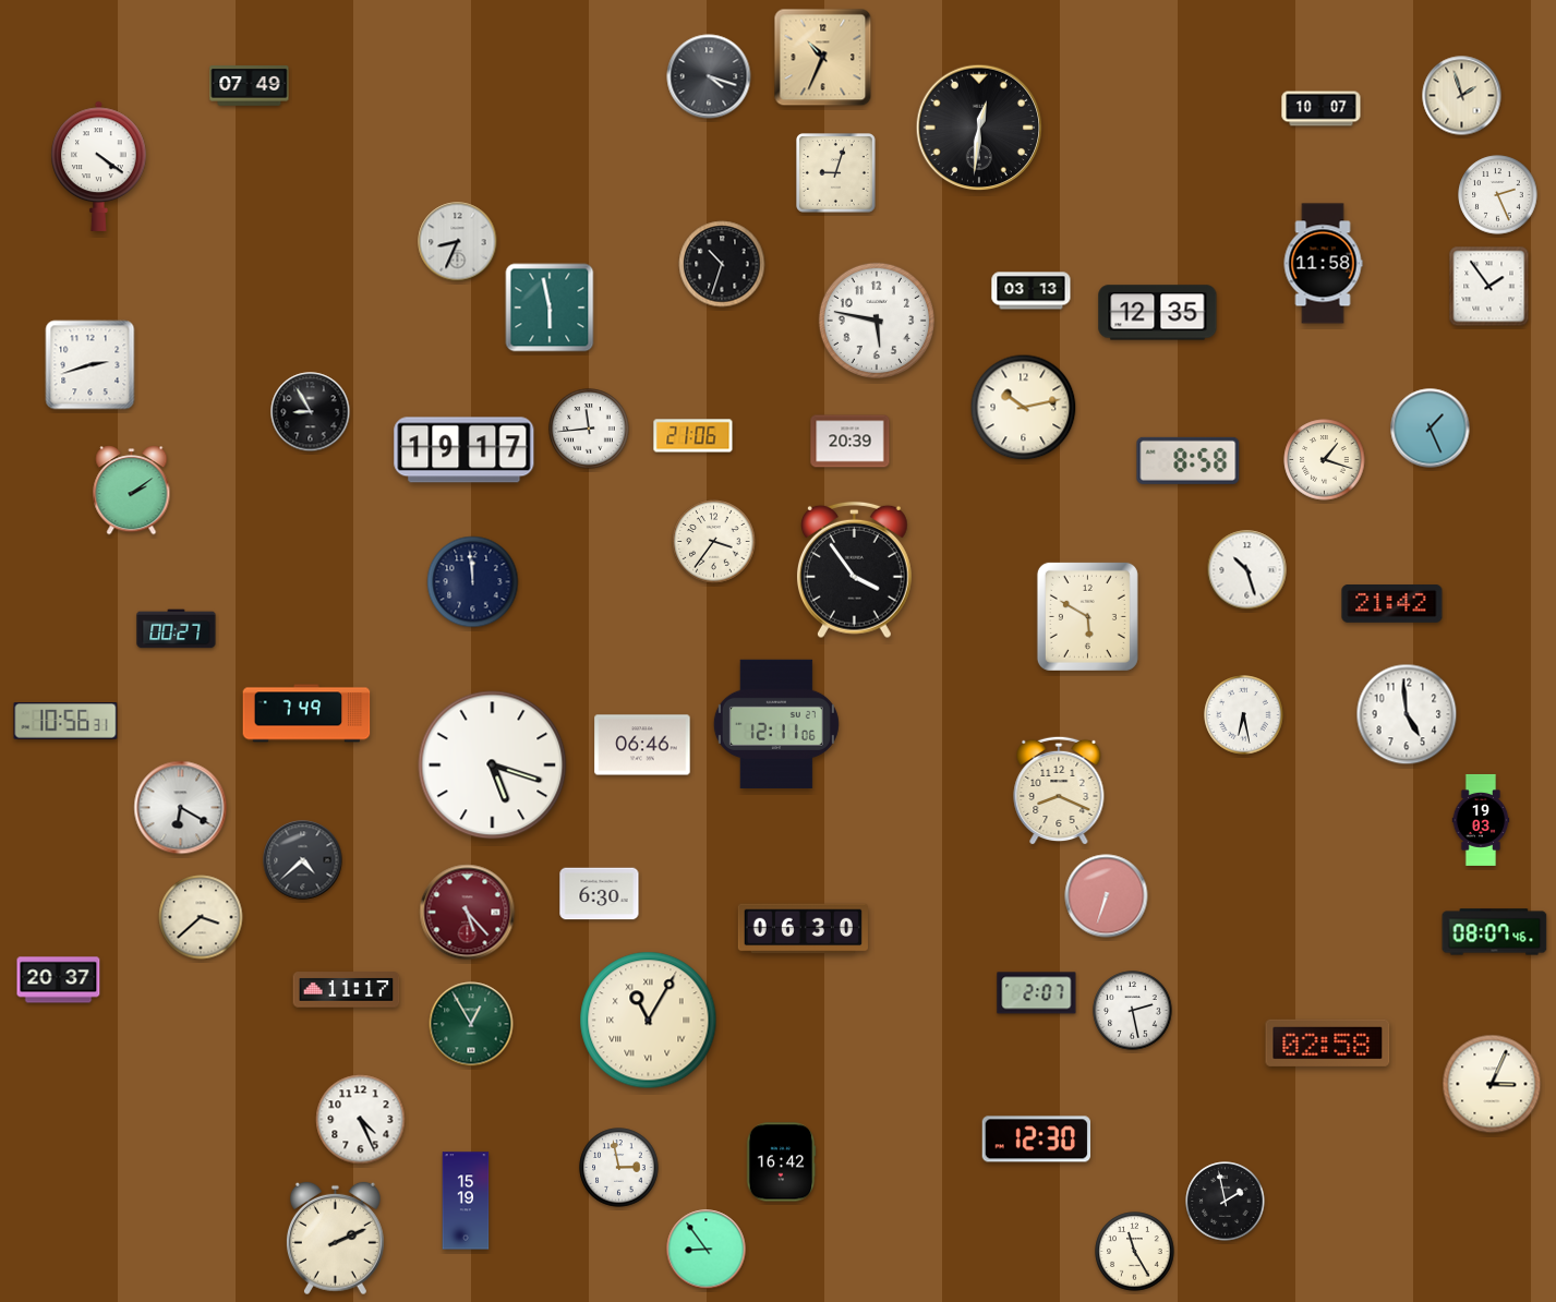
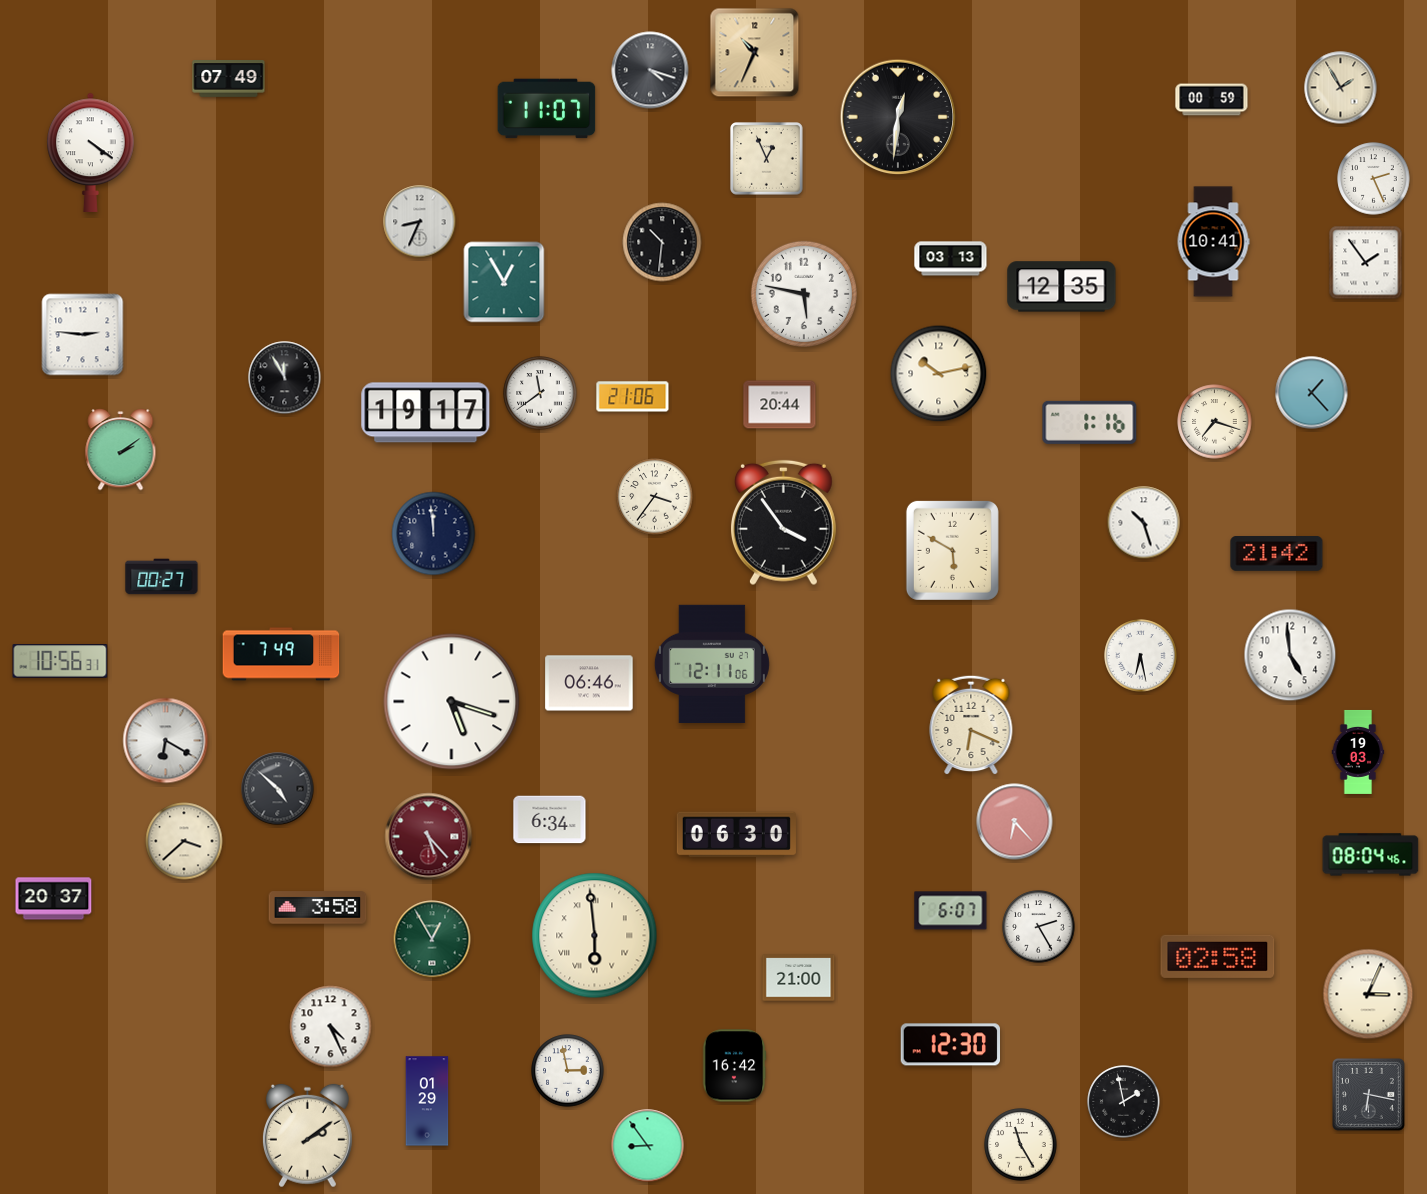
clock at (1462, 96): 1:57 -> 1:55
clock at (1322, 109): 10:07 -> 00:59
clock at (547, 109): none -> 11:07
clock at (836, 173): 9:03 -> 12:56
clock at (722, 264): 10:33 -> 10:31
clock at (1323, 264): 11:58 -> 10:41
clock at (1032, 291) position: (1032, 291) -> (951, 259)
clock at (550, 308): 5:58 -> 12:55
clock at (91, 365): 2:42 -> 2:46
clock at (311, 412): 8:55 -> 11:55
clock at (589, 429): 11:44 -> 11:39
clock at (1431, 429): 1:26 -> 1:23
clock at (693, 436) position: (693, 436) -> (633, 397)
clock at (851, 442): 20:39 -> 20:44
clock at (1189, 460): 8:58 -> 1:16
clock at (1325, 460): 1:18 -> 7:18
clock at (1087, 616) position: (1087, 616) -> (952, 550)
clock at (1059, 791): 8:19 -> 6:19
clock at (303, 860): 4:38 -> 4:52
clock at (600, 894): 6:30 -> 6:34
clock at (1107, 896): 6:33 -> 6:23
clock at (803, 929) position: (803, 929) -> (736, 835)
clock at (1495, 932): 08:07 -> 08:04
clock at (347, 990): 11:17 -> 3:58
clock at (1037, 993): 2:07 -> 6:07
clock at (1133, 1011): 2:28 -> 2:25
clock at (649, 1021): 11:05 -> 5:59
clock at (799, 978): none -> 21:00
clock at (781, 1162) position: (781, 1162) -> (734, 1066)
clock at (1368, 1094): none -> 6:17
clock at (466, 1201): 15:19 -> 01:29
clock at (335, 1239): 2:11 -> 2:09
clock at (1135, 1252) position: (1135, 1252) -> (1021, 1145)
